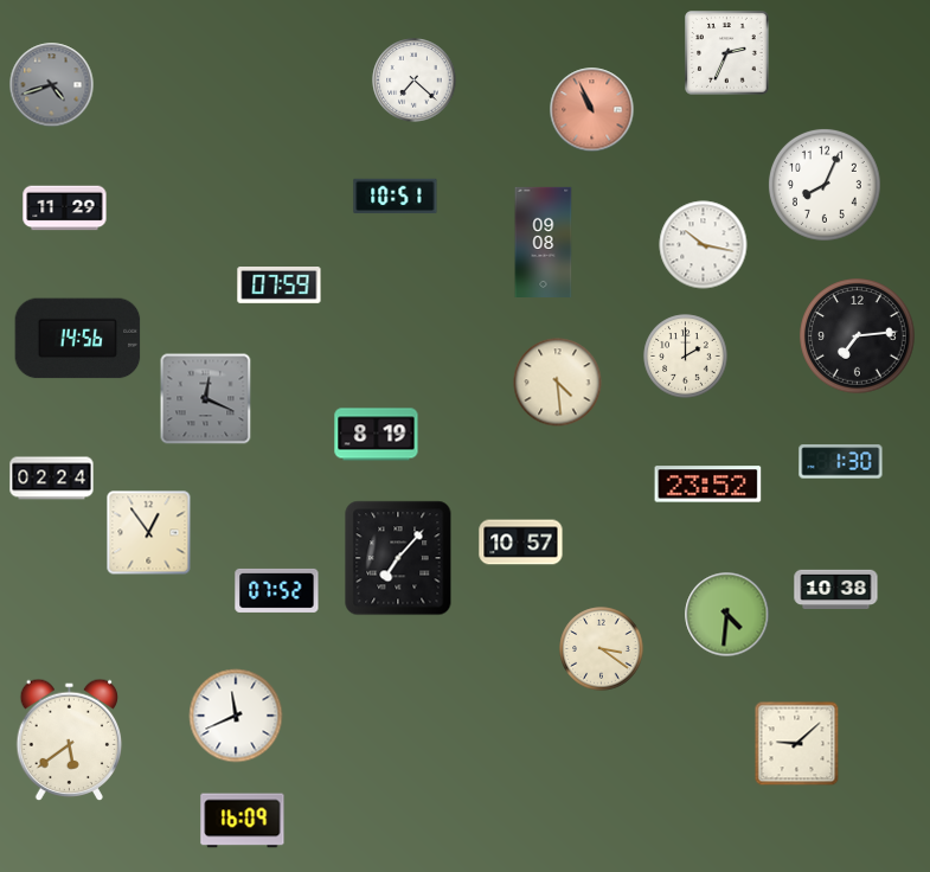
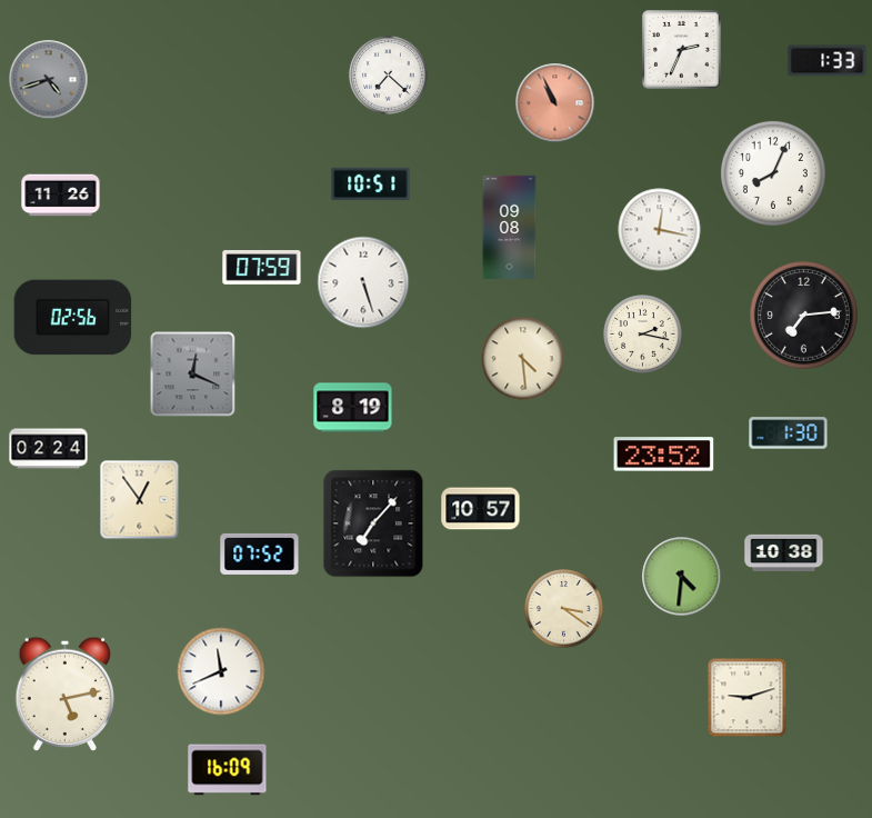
clock at (828, 61): none -> 1:33
clock at (65, 209): 11:29 -> 11:26
clock at (704, 245): 10:17 -> 12:17
clock at (363, 282): none -> 5:27
clock at (78, 339): 14:56 -> 02:56
clock at (686, 357): 2:00 -> 2:17
clock at (521, 543) position: (521, 543) -> (481, 509)
clock at (70, 740): 5:39 -> 5:13
clock at (797, 744): 9:08 -> 9:12
